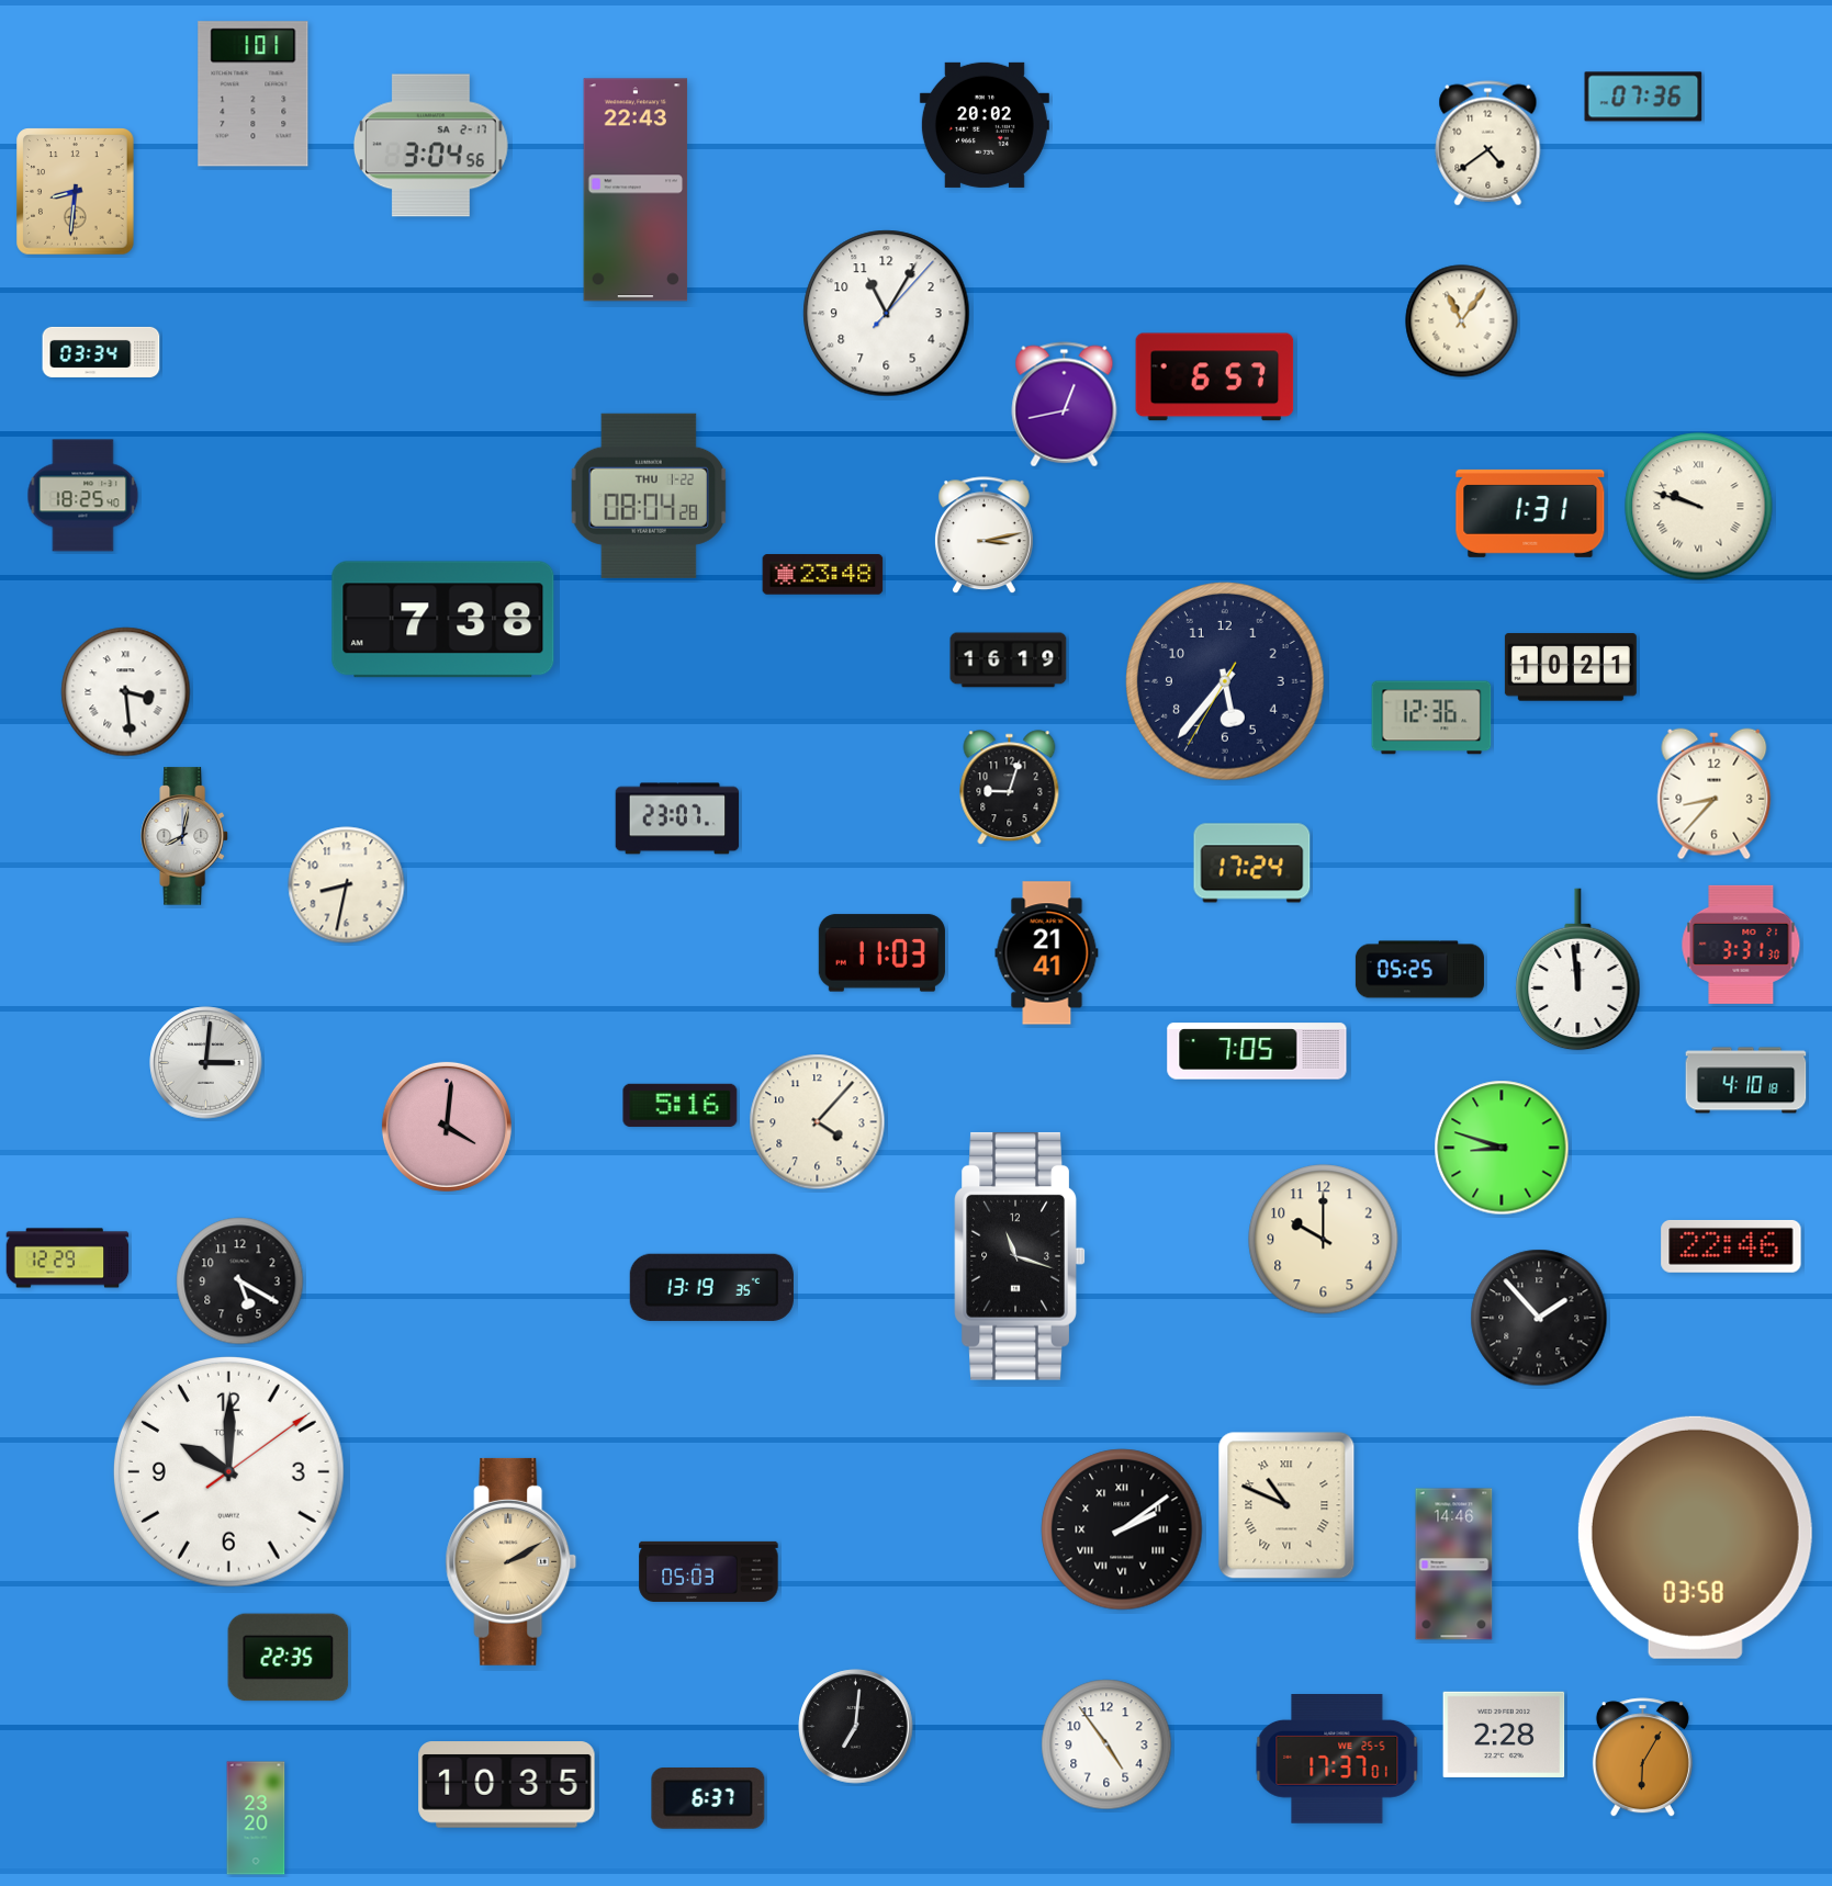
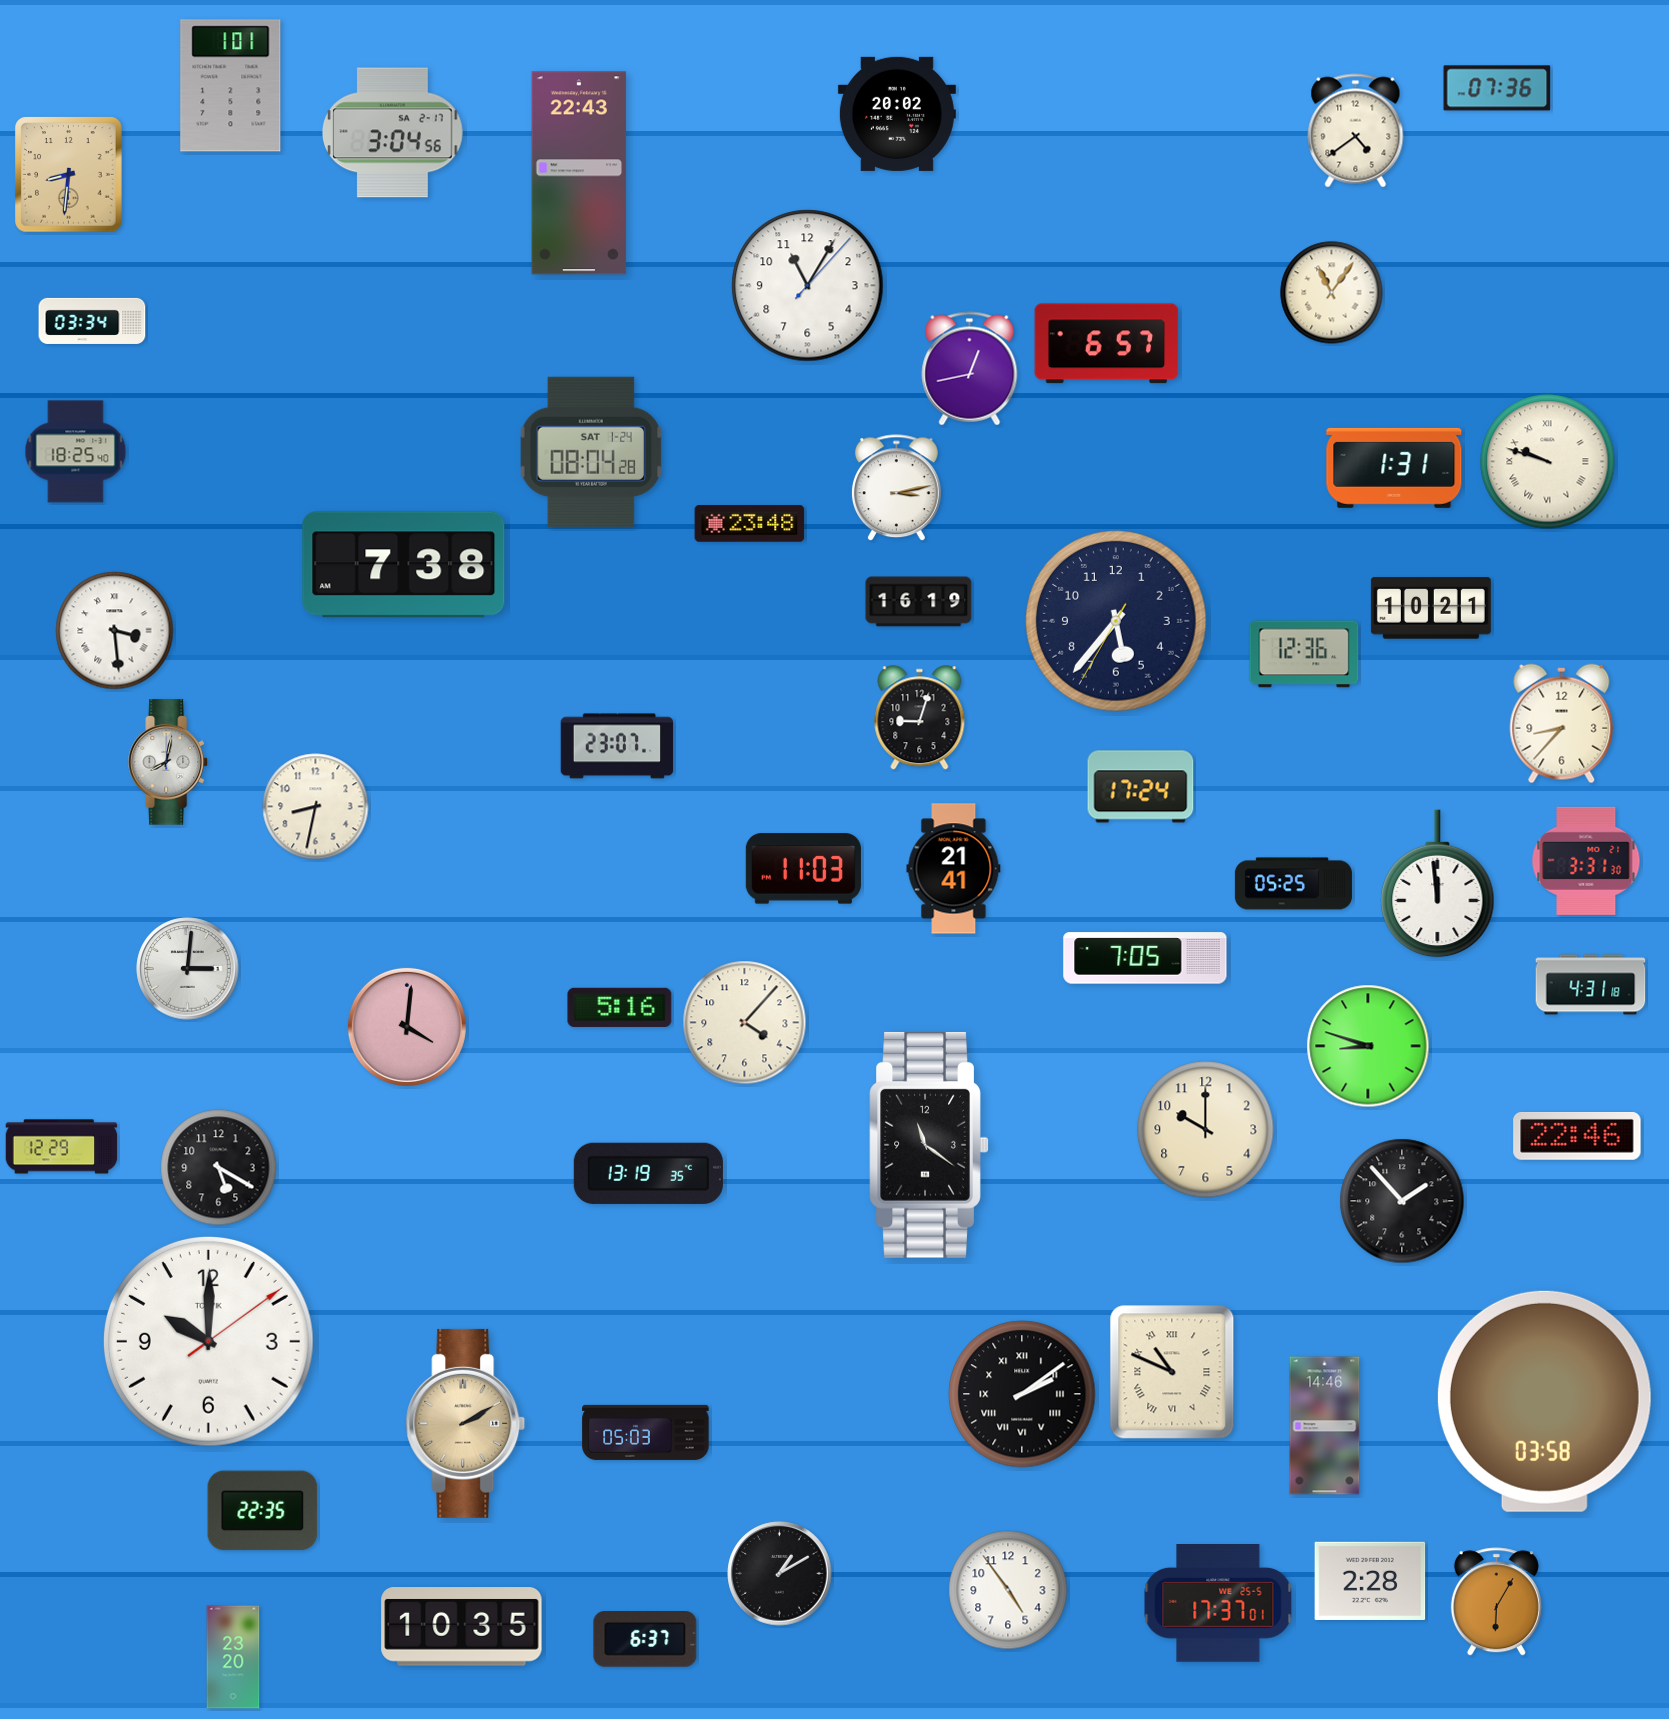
clock at (649, 496) date: THU 1-22 -> SAT 1-24
clock at (1746, 1081): 4:10 -> 4:31
clock at (1020, 1256): 11:18 -> 11:21
clock at (856, 1727): 7:01 -> 1:10
